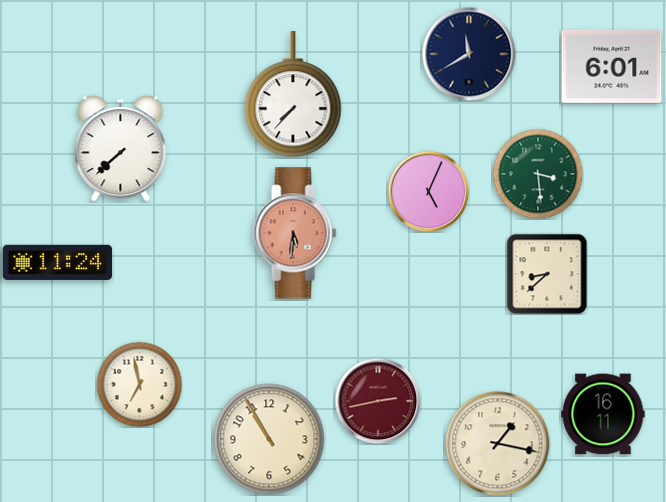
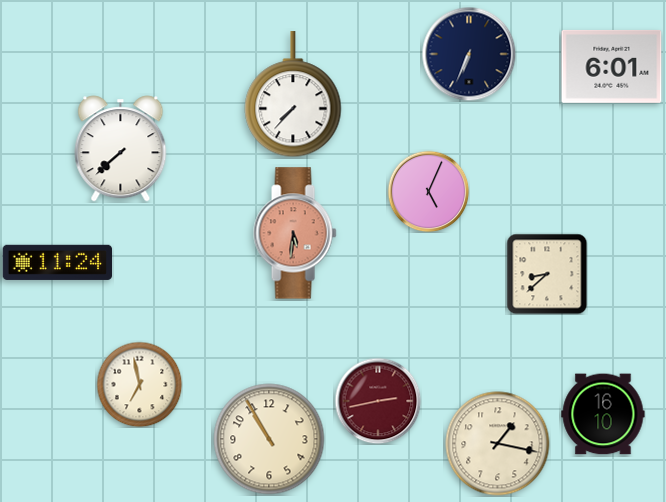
clock at (469, 54): 11:40 -> 6:34
clock at (538, 174): 3:29 -> none
clock at (603, 414): 16:11 -> 16:10
